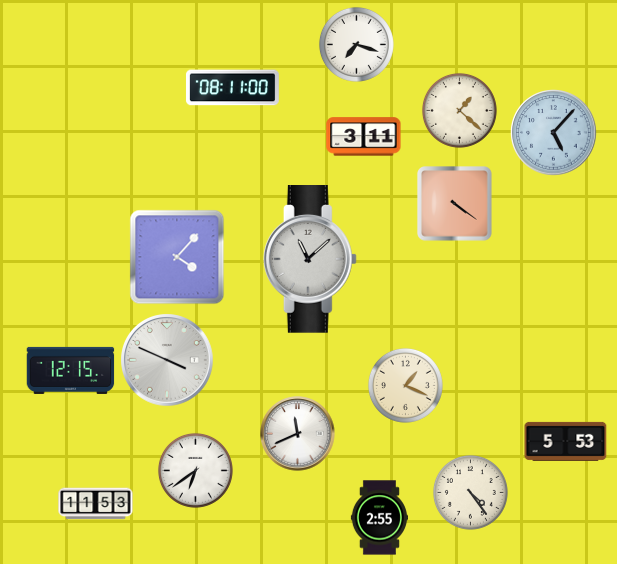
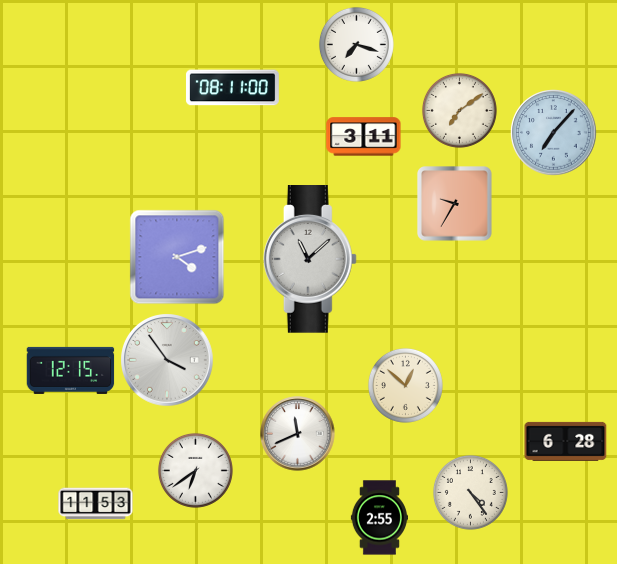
clock at (459, 110): 1:22 -> 7:09
clock at (554, 133): 5:07 -> 7:07
clock at (455, 204): 4:21 -> 9:35
clock at (177, 257): 4:07 -> 4:12
clock at (167, 360): 3:49 -> 3:54
clock at (405, 385): 1:19 -> 12:52
clock at (566, 441): 5:53 -> 6:28
